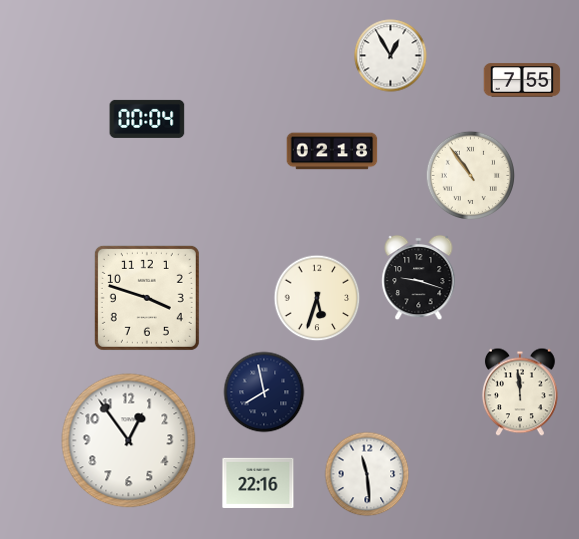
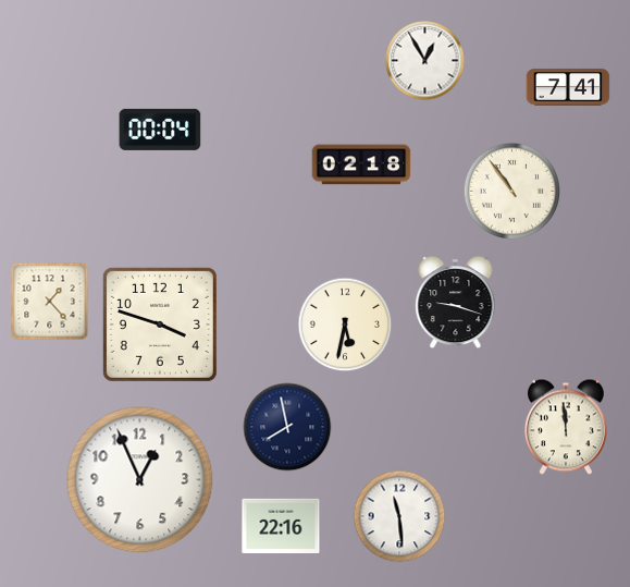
clock at (522, 80): 7:55 -> 7:41
clock at (50, 302): none -> 1:23
clock at (317, 298): 5:33 -> 5:32
clock at (129, 441): 12:54 -> 12:56
